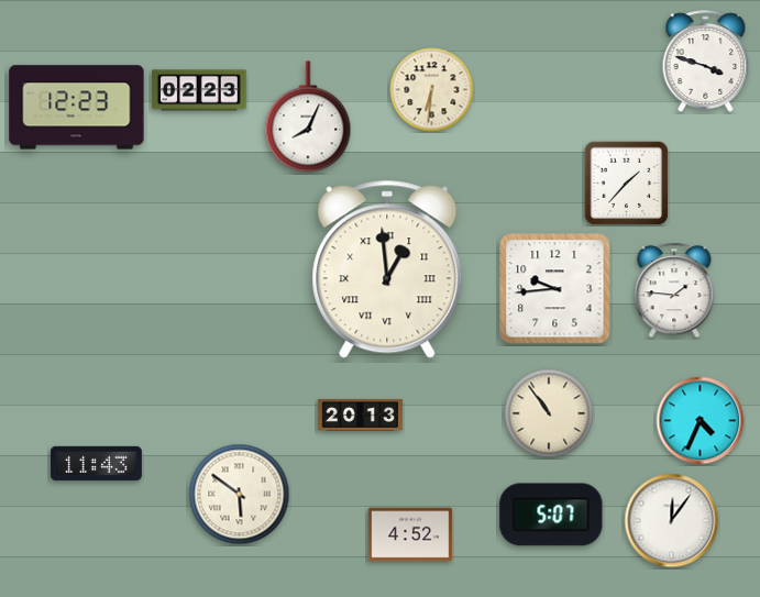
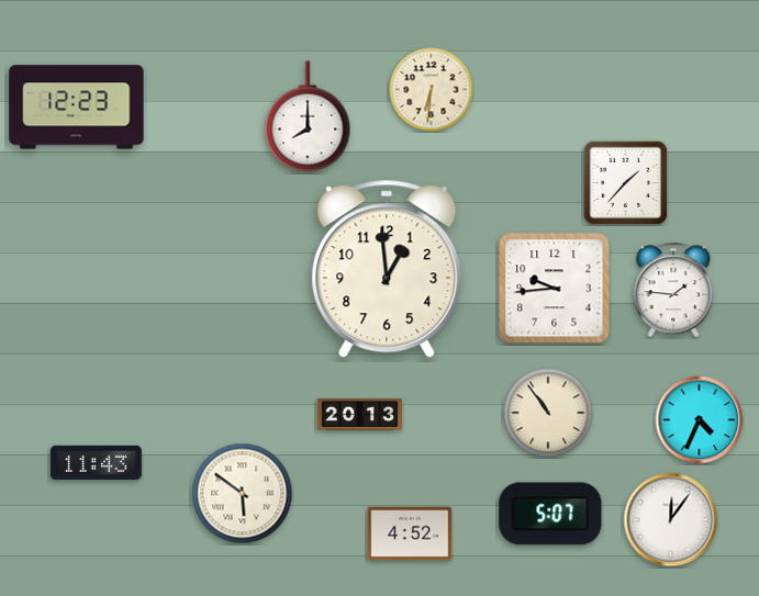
clock at (706, 60): 3:48 -> none
clock at (199, 90): 02:23 -> none
clock at (308, 117): 8:04 -> 8:00
clock at (387, 269) numerals: Roman -> Arabic
clock at (240, 495) position: (240, 495) -> (243, 494)
